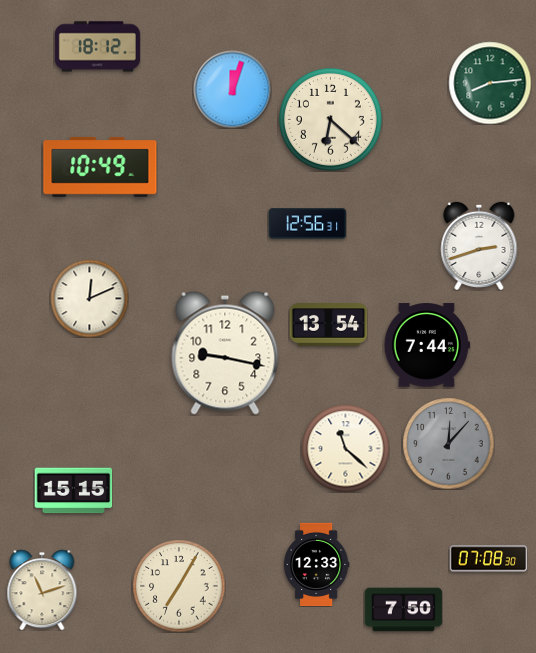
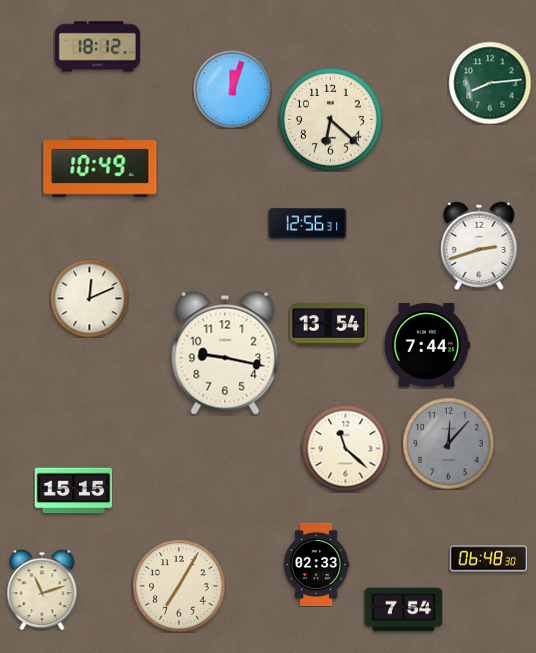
clock at (488, 559): 07:08 -> 06:48
clock at (316, 564): 12:33 -> 02:33
clock at (403, 610): 7:50 -> 7:54
